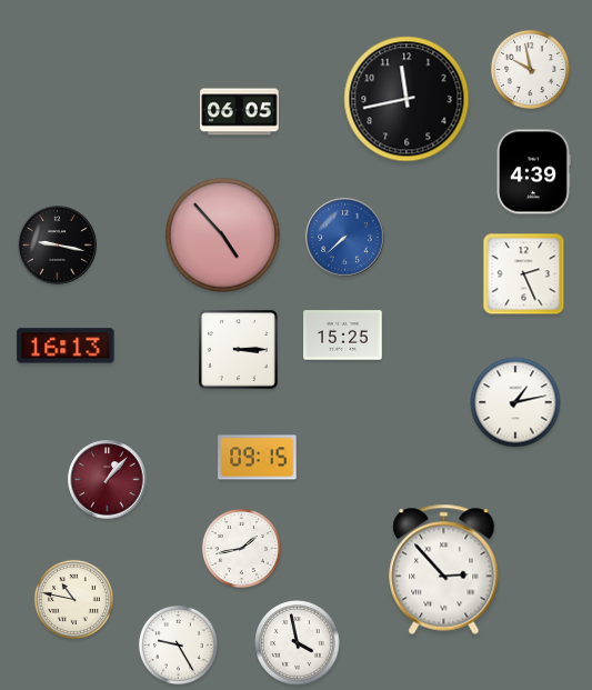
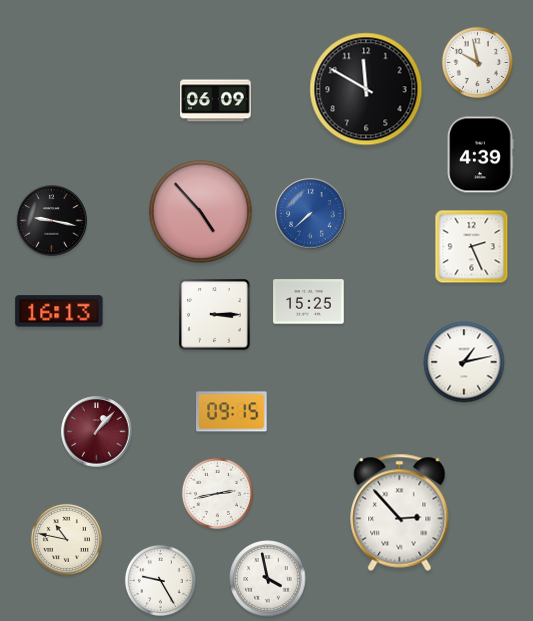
clock at (407, 99): 11:43 -> 11:50
clock at (240, 112): 06:05 -> 06:09
clock at (241, 548): 1:43 -> 2:43
